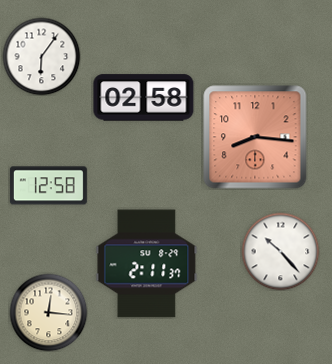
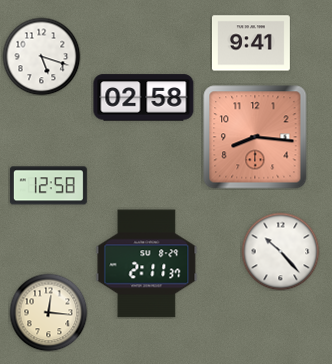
clock at (251, 43): none -> 9:41
clock at (41, 56): 6:06 -> 5:18
